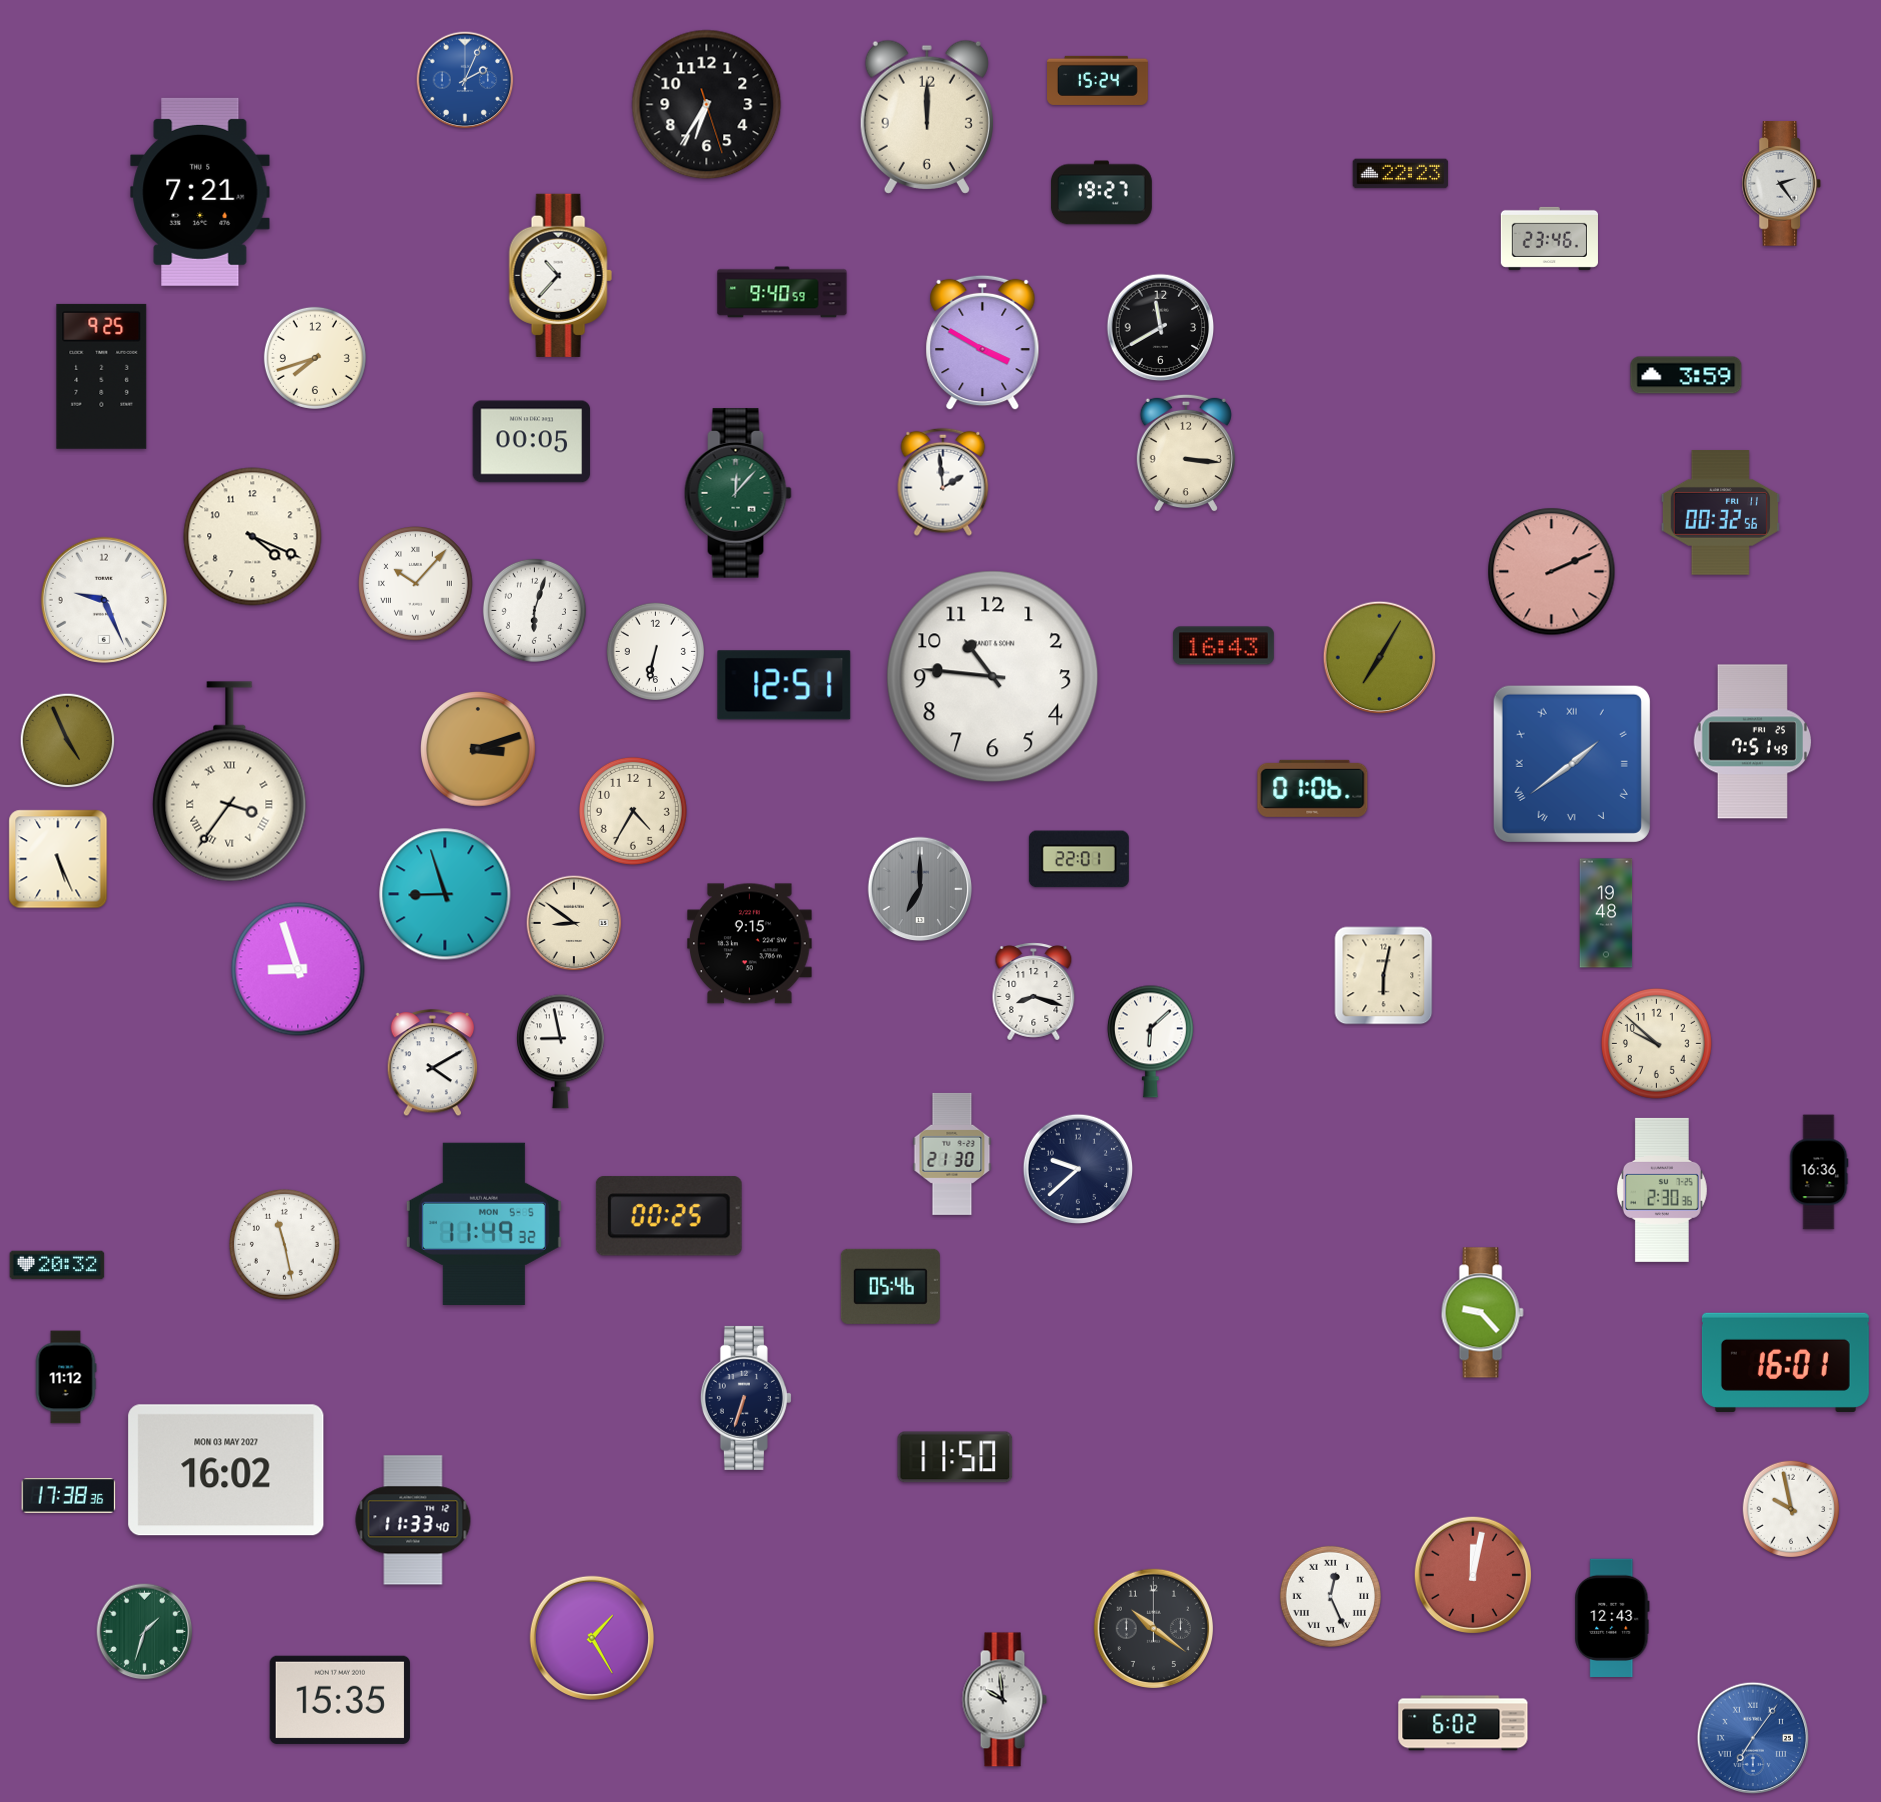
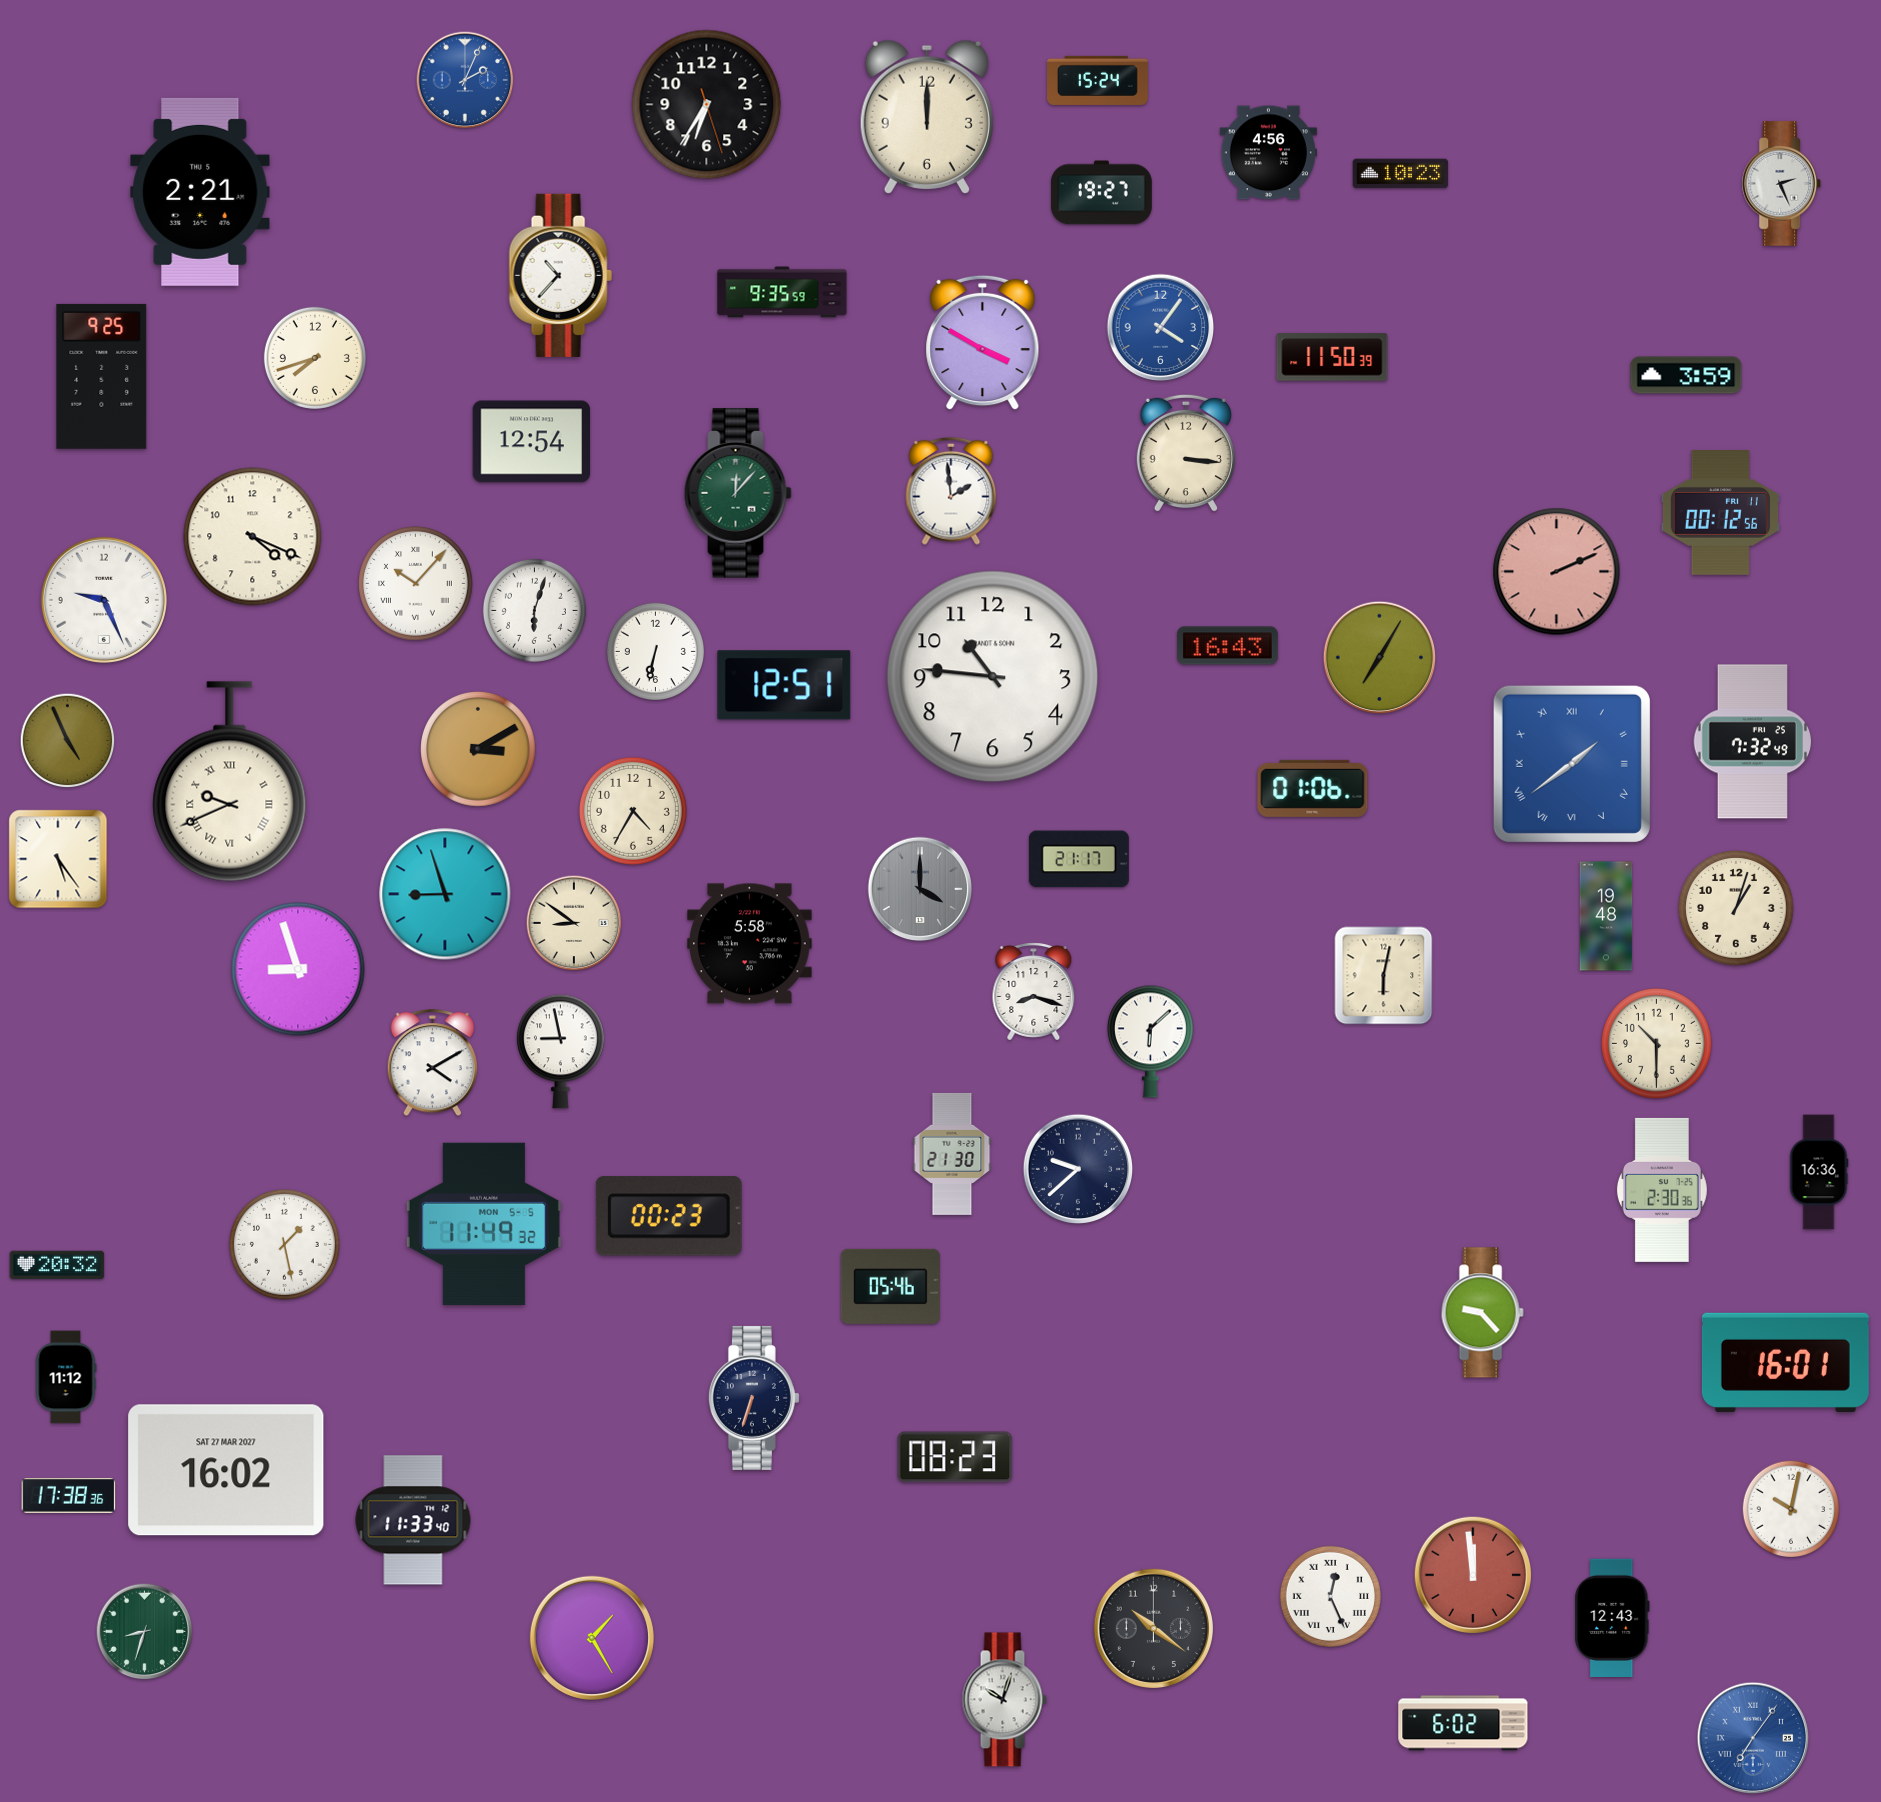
clock at (1268, 153): none -> 4:56
clock at (1401, 174): 22:23 -> 10:23
clock at (1782, 184): 2:24 -> 2:26
clock at (200, 192): 7:21 -> 2:21
clock at (1549, 238): 23:46 -> none
clock at (782, 292): 9:40 -> 9:35
clock at (1161, 328): 11:40 -> 4:06
clock at (1161, 328) dial: black -> blue
clock at (1332, 357): none -> 11:50
clock at (532, 442): 00:05 -> 12:54
clock at (943, 482) position: (943, 482) -> (951, 491)
clock at (1720, 513): 00:32 -> 00:12
clock at (1552, 572) position: (1552, 572) -> (1557, 572)
clock at (1223, 646) position: (1223, 646) -> (1227, 646)
clock at (1752, 742): 7:51 -> 7:32
clock at (478, 749): 3:12 -> 3:10
clock at (230, 782): 3:36 -> 9:41
clock at (58, 859): 5:26 -> 5:24
clock at (1079, 859): 22:01 -> 21:17
clock at (920, 889): 7:00 -> 4:00
clock at (1736, 908): none -> 1:03
clock at (1606, 913) position: (1606, 913) -> (1606, 916)
clock at (750, 944): 9:15 -> 5:58
clock at (1656, 1043): 9:52 -> 10:30
clock at (669, 1216): 00:25 -> 00:23
clock at (284, 1244): 11:28 -> 1:28
clock at (746, 1398) position: (746, 1398) -> (754, 1398)
clock at (955, 1457): 11:50 -> 08:23
clock at (226, 1470) date: MON 03 MAY 2027 -> SAT 27 MAR 2027
clock at (1791, 1509): 9:58 -> 10:02
clock at (1472, 1574): 12:02 -> 11:59
clock at (145, 1632): 1:33 -> 8:33
clock at (340, 1700): 15:35 -> none
clock at (1004, 1700): 9:59 -> 10:03
